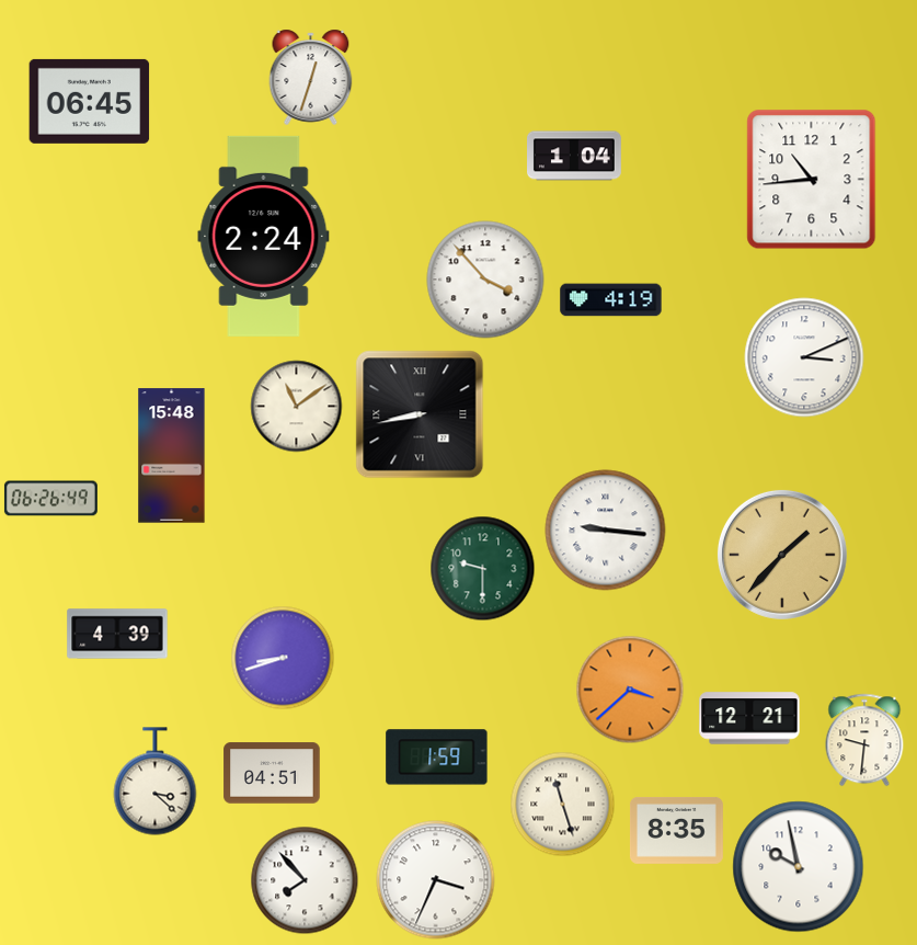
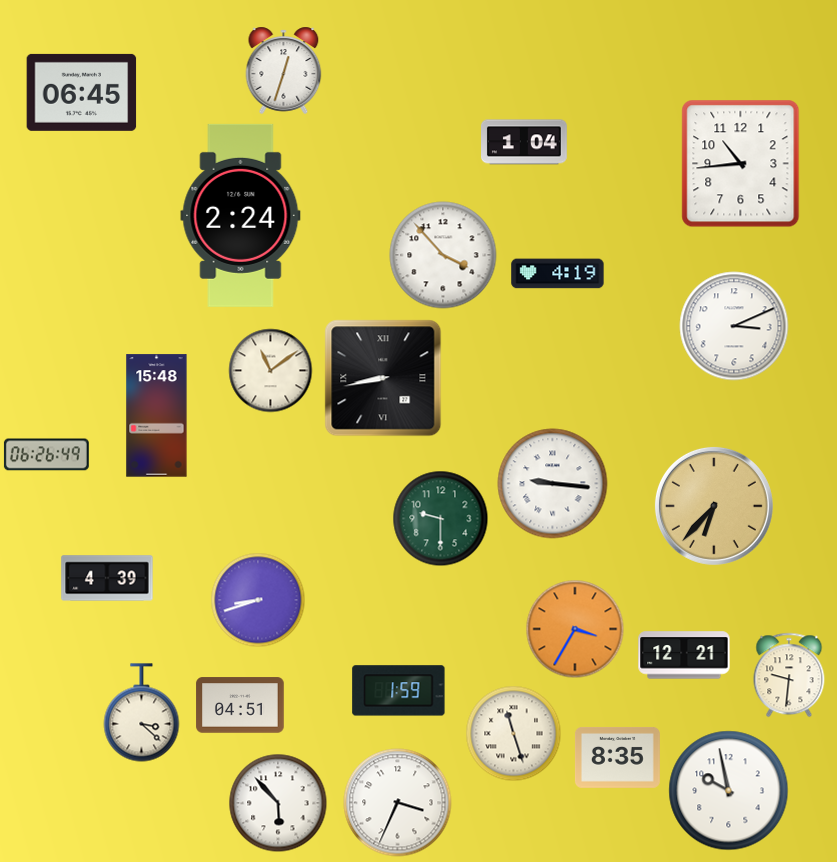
clock at (782, 555): 1:37 -> 6:37
clock at (630, 690): 3:38 -> 3:35
clock at (272, 773) position: (272, 773) -> (240, 705)
clock at (305, 880): 7:53 -> 5:53
